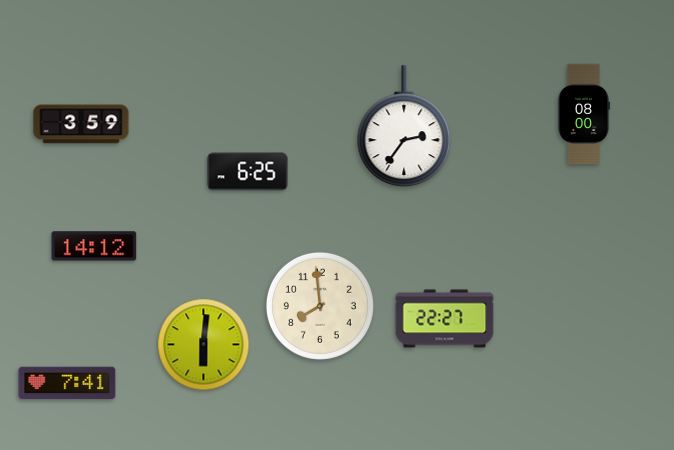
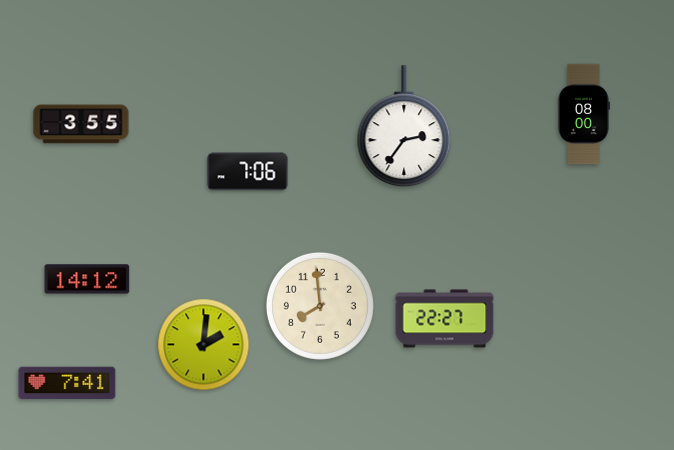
clock at (81, 124): 3:59 -> 3:55
clock at (248, 172): 6:25 -> 7:06
clock at (94, 246) position: (94, 246) -> (87, 279)
clock at (204, 345): 6:01 -> 2:01
